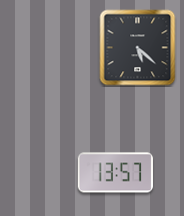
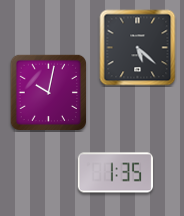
clock at (48, 92): none -> 10:02
clock at (115, 173): 13:57 -> 1:35
